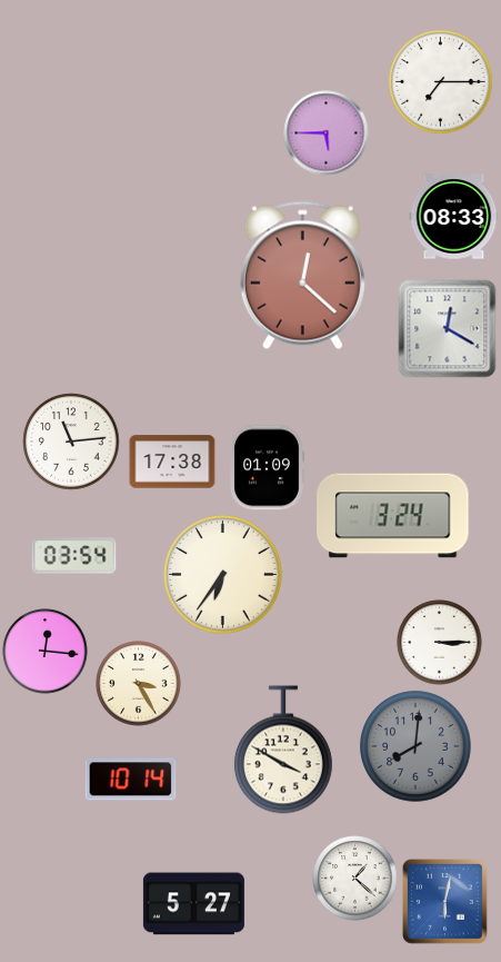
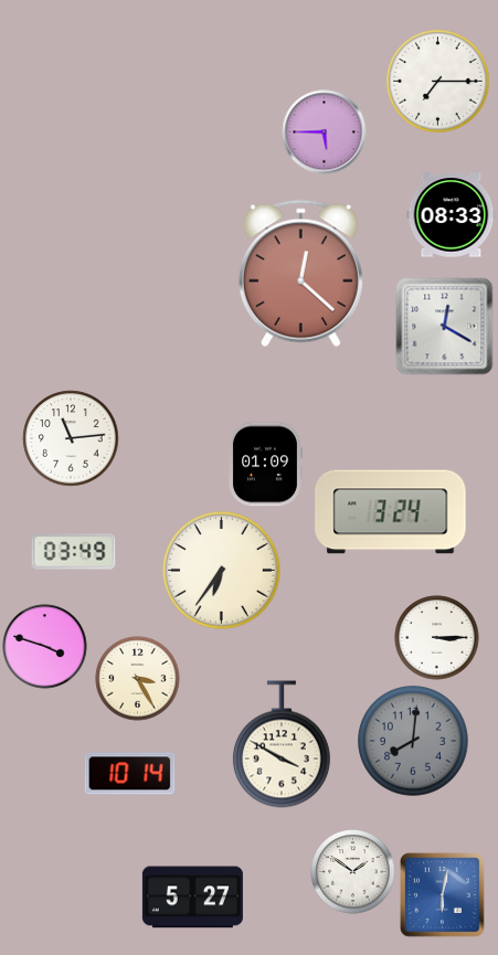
clock at (172, 462): 17:38 -> none
clock at (74, 556): 03:54 -> 03:49
clock at (46, 652): 12:16 -> 3:48
clock at (355, 879): 1:22 -> 1:51
